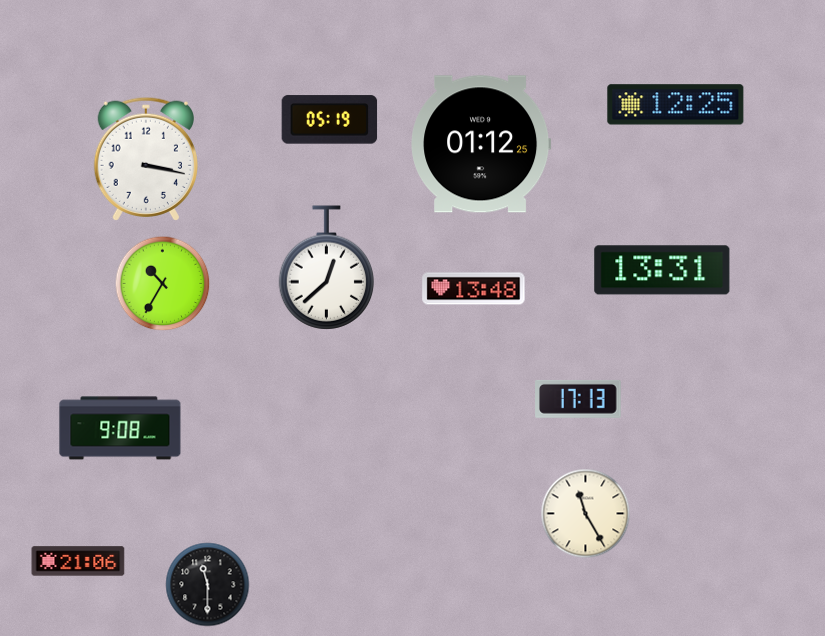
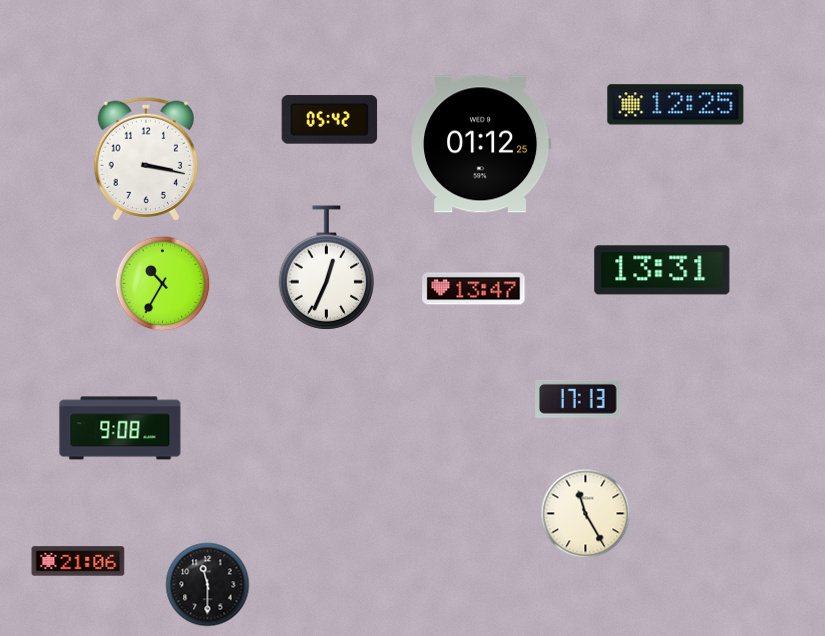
clock at (330, 120): 05:19 -> 05:42
clock at (326, 268): 12:38 -> 12:34
clock at (474, 289): 13:48 -> 13:47
